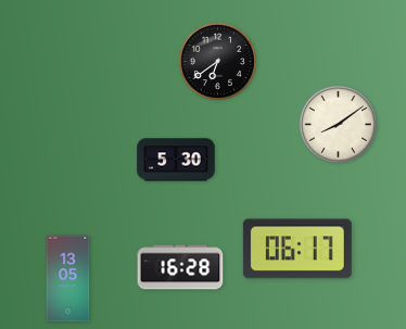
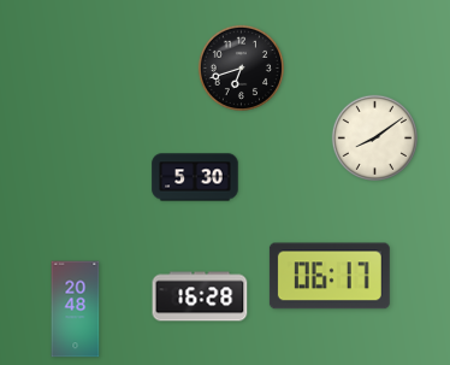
clock at (217, 61): 6:39 -> 6:42
clock at (68, 279): 13:05 -> 20:48
